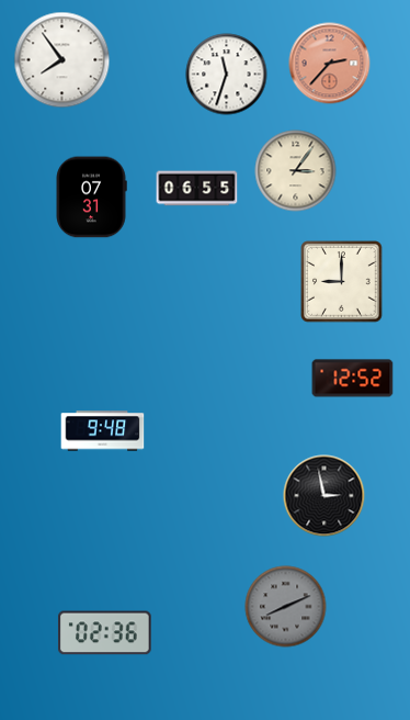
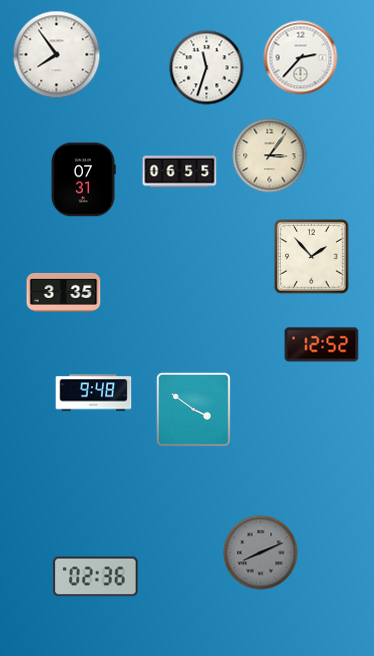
clock at (330, 64) dial: salmon -> white
clock at (342, 282): 9:00 -> 1:53
clock at (64, 292): none -> 3:35
clock at (193, 409): none -> 3:51
clock at (324, 496): 2:58 -> none
